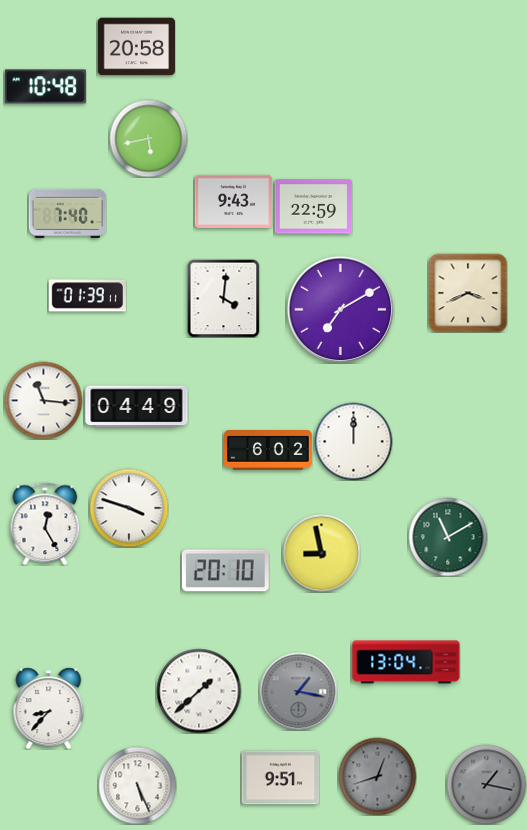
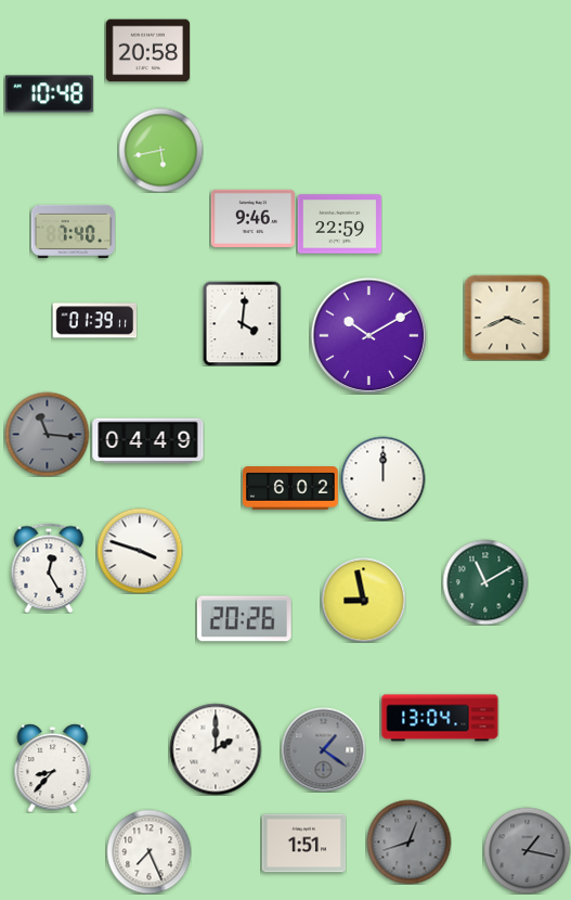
clock at (233, 201): 9:43 -> 9:46
clock at (340, 309): 7:10 -> 10:10
clock at (43, 400) dial: white -> grey
clock at (321, 553) position: (321, 553) -> (363, 600)
clock at (225, 571): 20:10 -> 20:26
clock at (199, 691): 1:38 -> 2:00
clock at (298, 691): 1:17 -> 1:21
clock at (280, 778): 9:51 -> 1:51
clock at (137, 785): 5:26 -> 7:26
